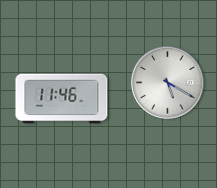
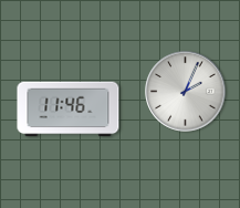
clock at (168, 83): 5:20 -> 2:04
